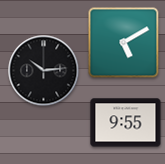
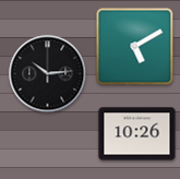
clock at (44, 71) position: (44, 71) -> (48, 74)
clock at (126, 123): 9:55 -> 10:26
